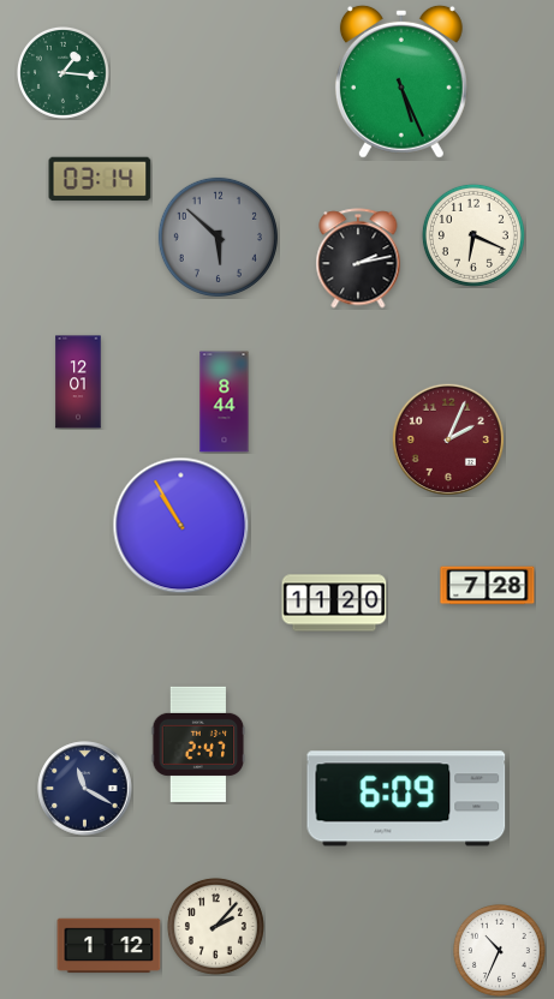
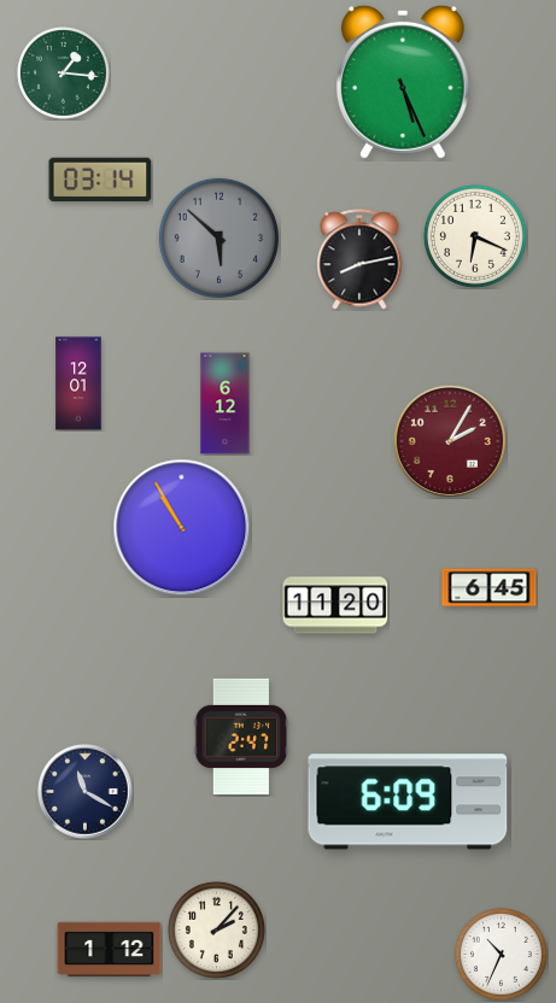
clock at (358, 258): 2:13 -> 8:13
clock at (225, 402): 8:44 -> 6:12
clock at (448, 439): 2:04 -> 2:05
clock at (488, 586): 7:28 -> 6:45
clock at (198, 744) position: (198, 744) -> (241, 737)
